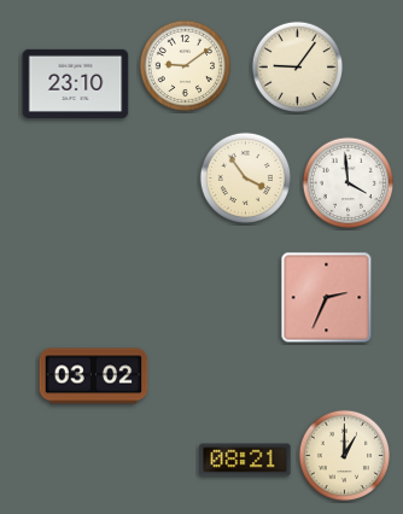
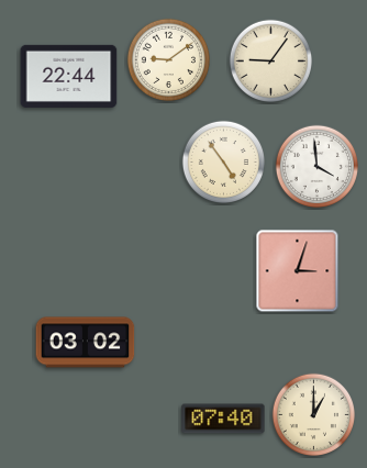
clock at (76, 83): 23:10 -> 22:44
clock at (245, 177): 3:54 -> 4:54
clock at (327, 298): 2:34 -> 3:03
clock at (245, 460): 08:21 -> 07:40
